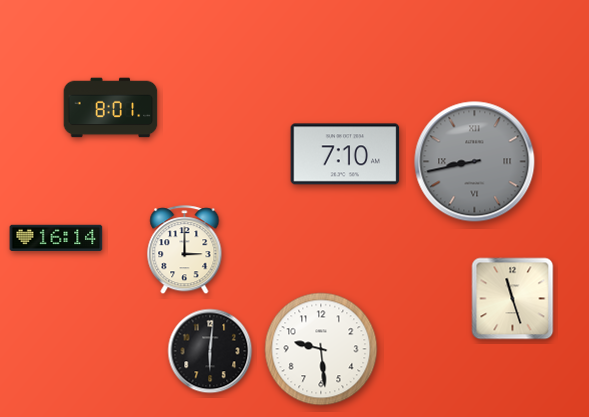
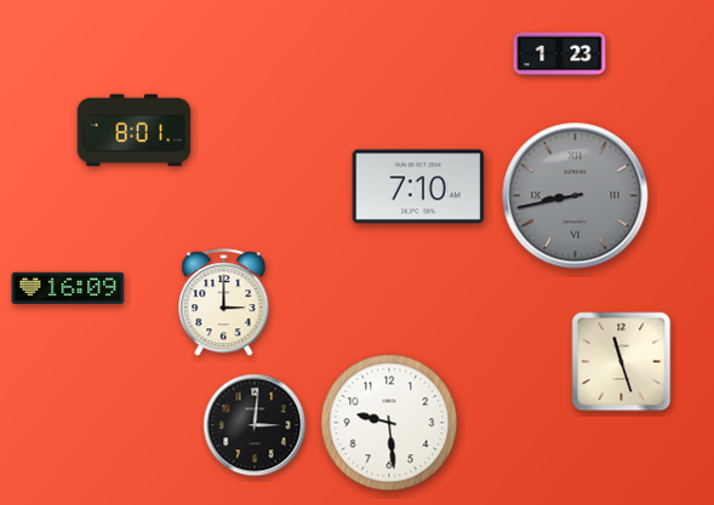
clock at (560, 54): none -> 1:23
clock at (56, 238): 16:14 -> 16:09
clock at (210, 351): 6:01 -> 3:01
